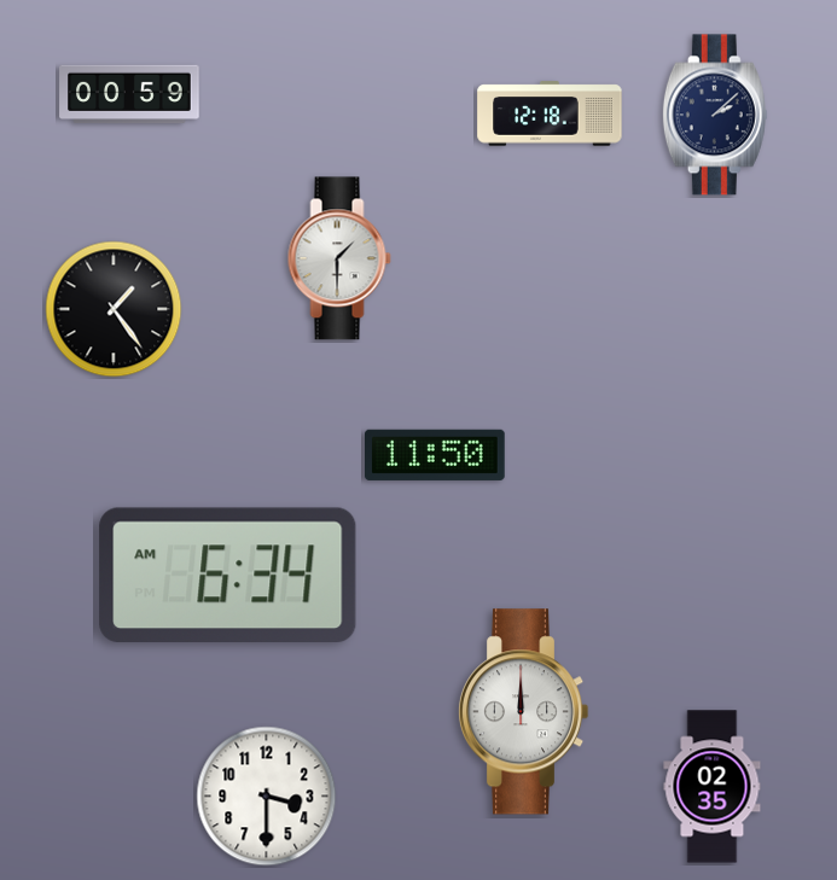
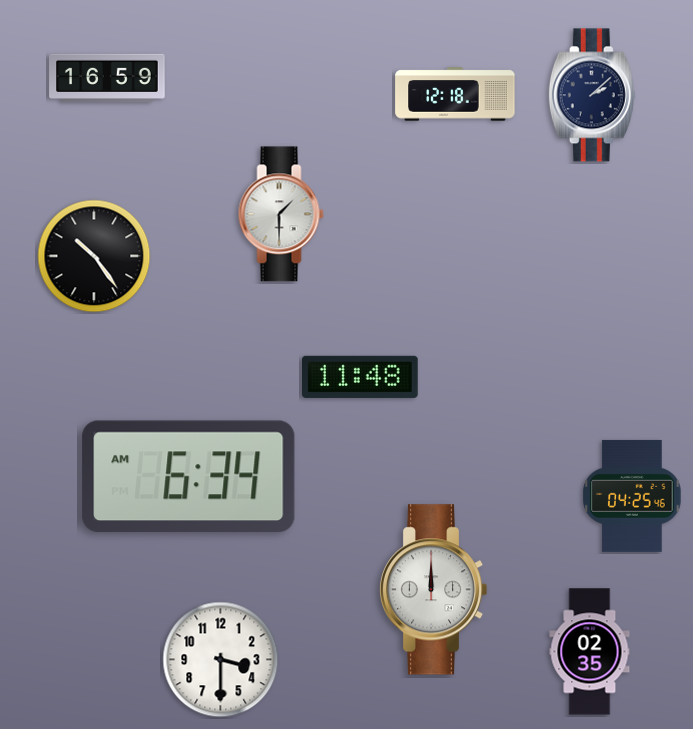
clock at (129, 94): 00:59 -> 16:59
clock at (114, 309): 1:24 -> 10:24
clock at (436, 455): 11:50 -> 11:48
clock at (632, 496): none -> 04:25
